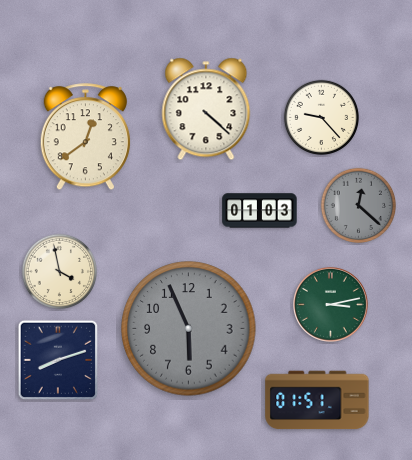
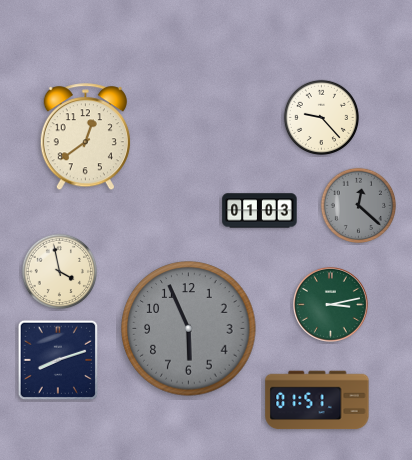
clock at (206, 109): 4:22 -> none
